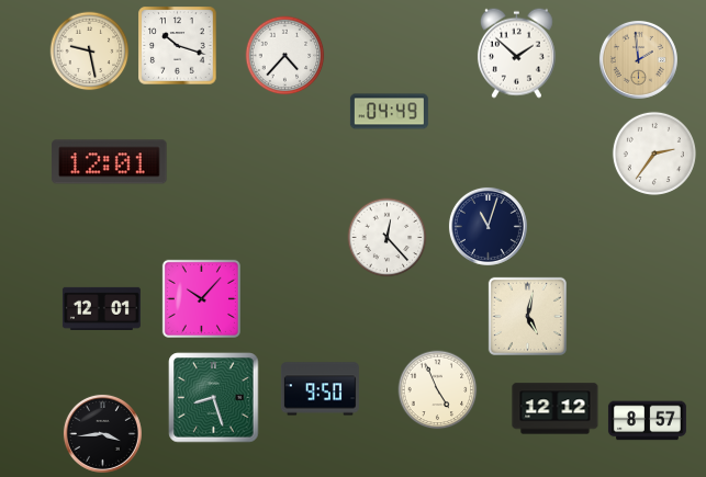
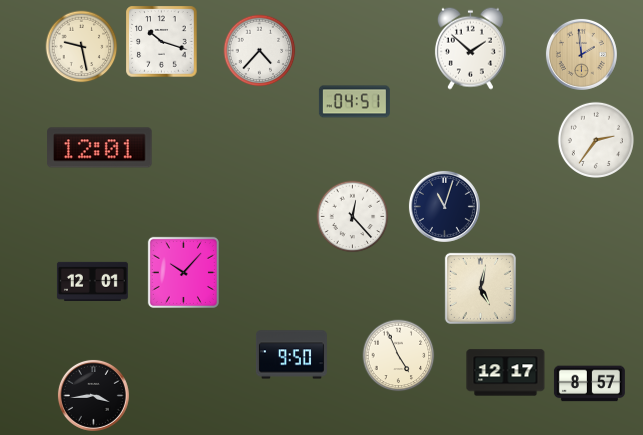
clock at (389, 112): 04:49 -> 04:51
clock at (214, 398): 8:27 -> none
clock at (556, 409): 12:12 -> 12:17
